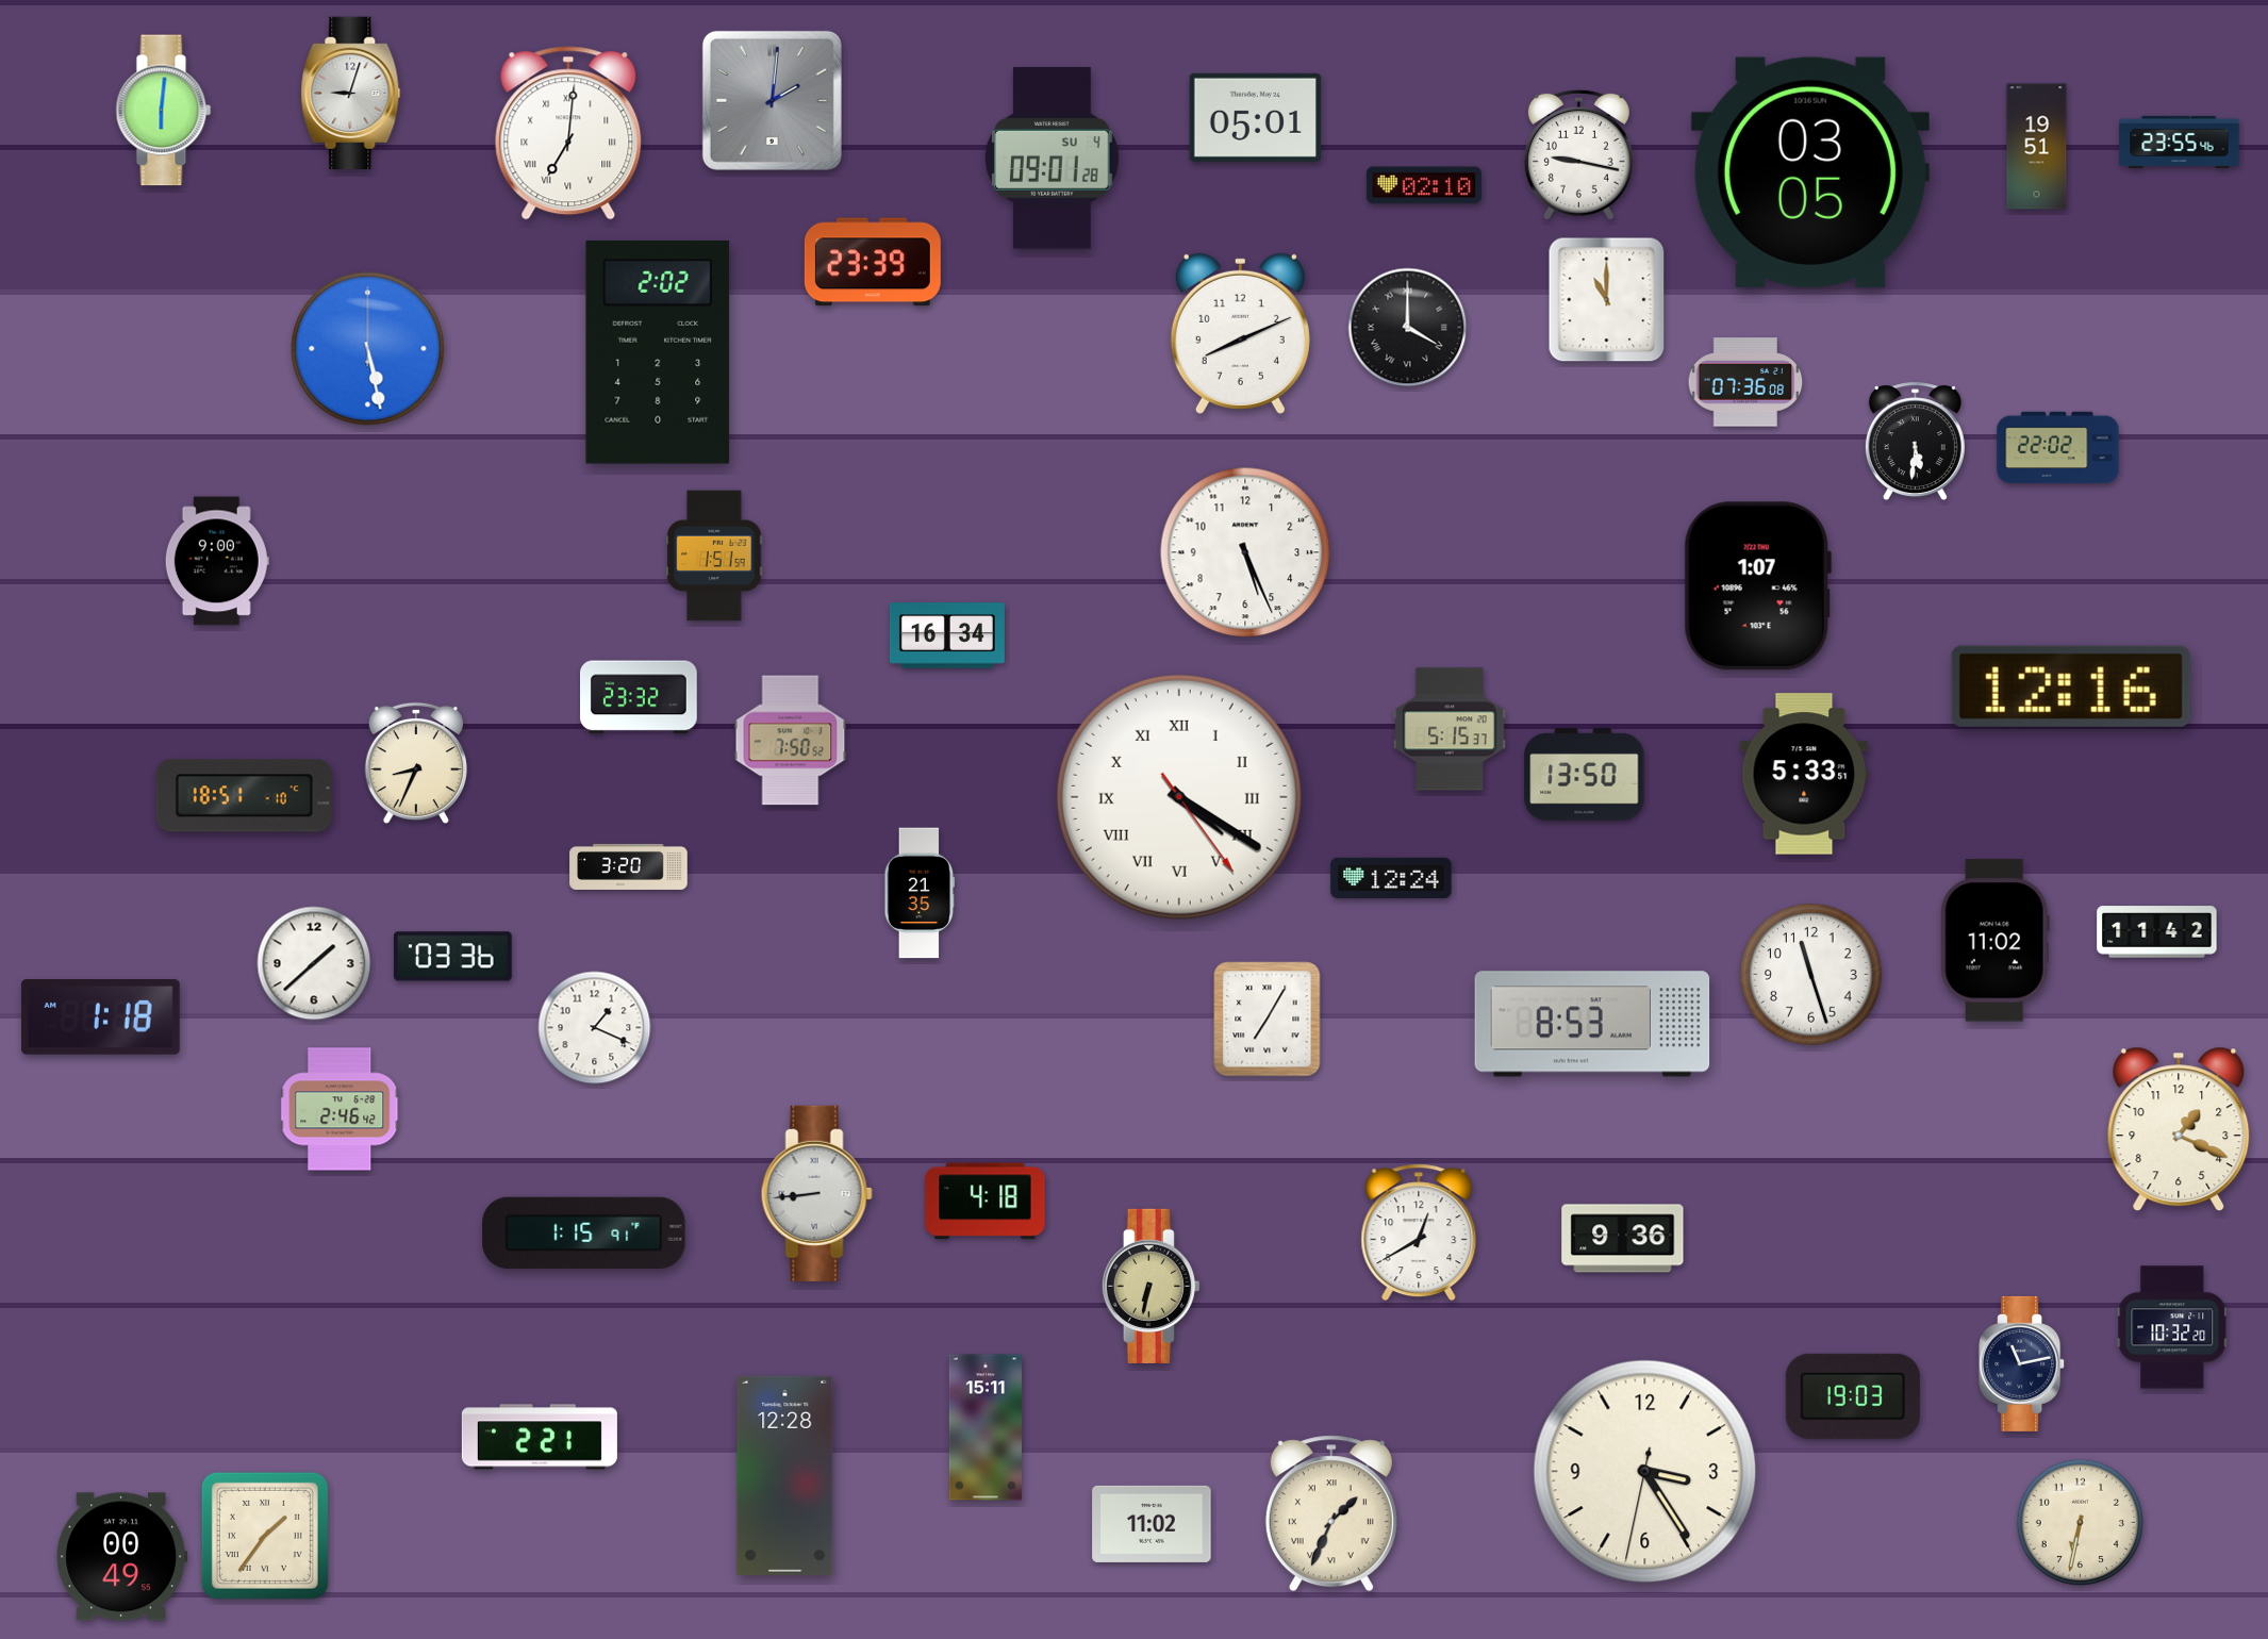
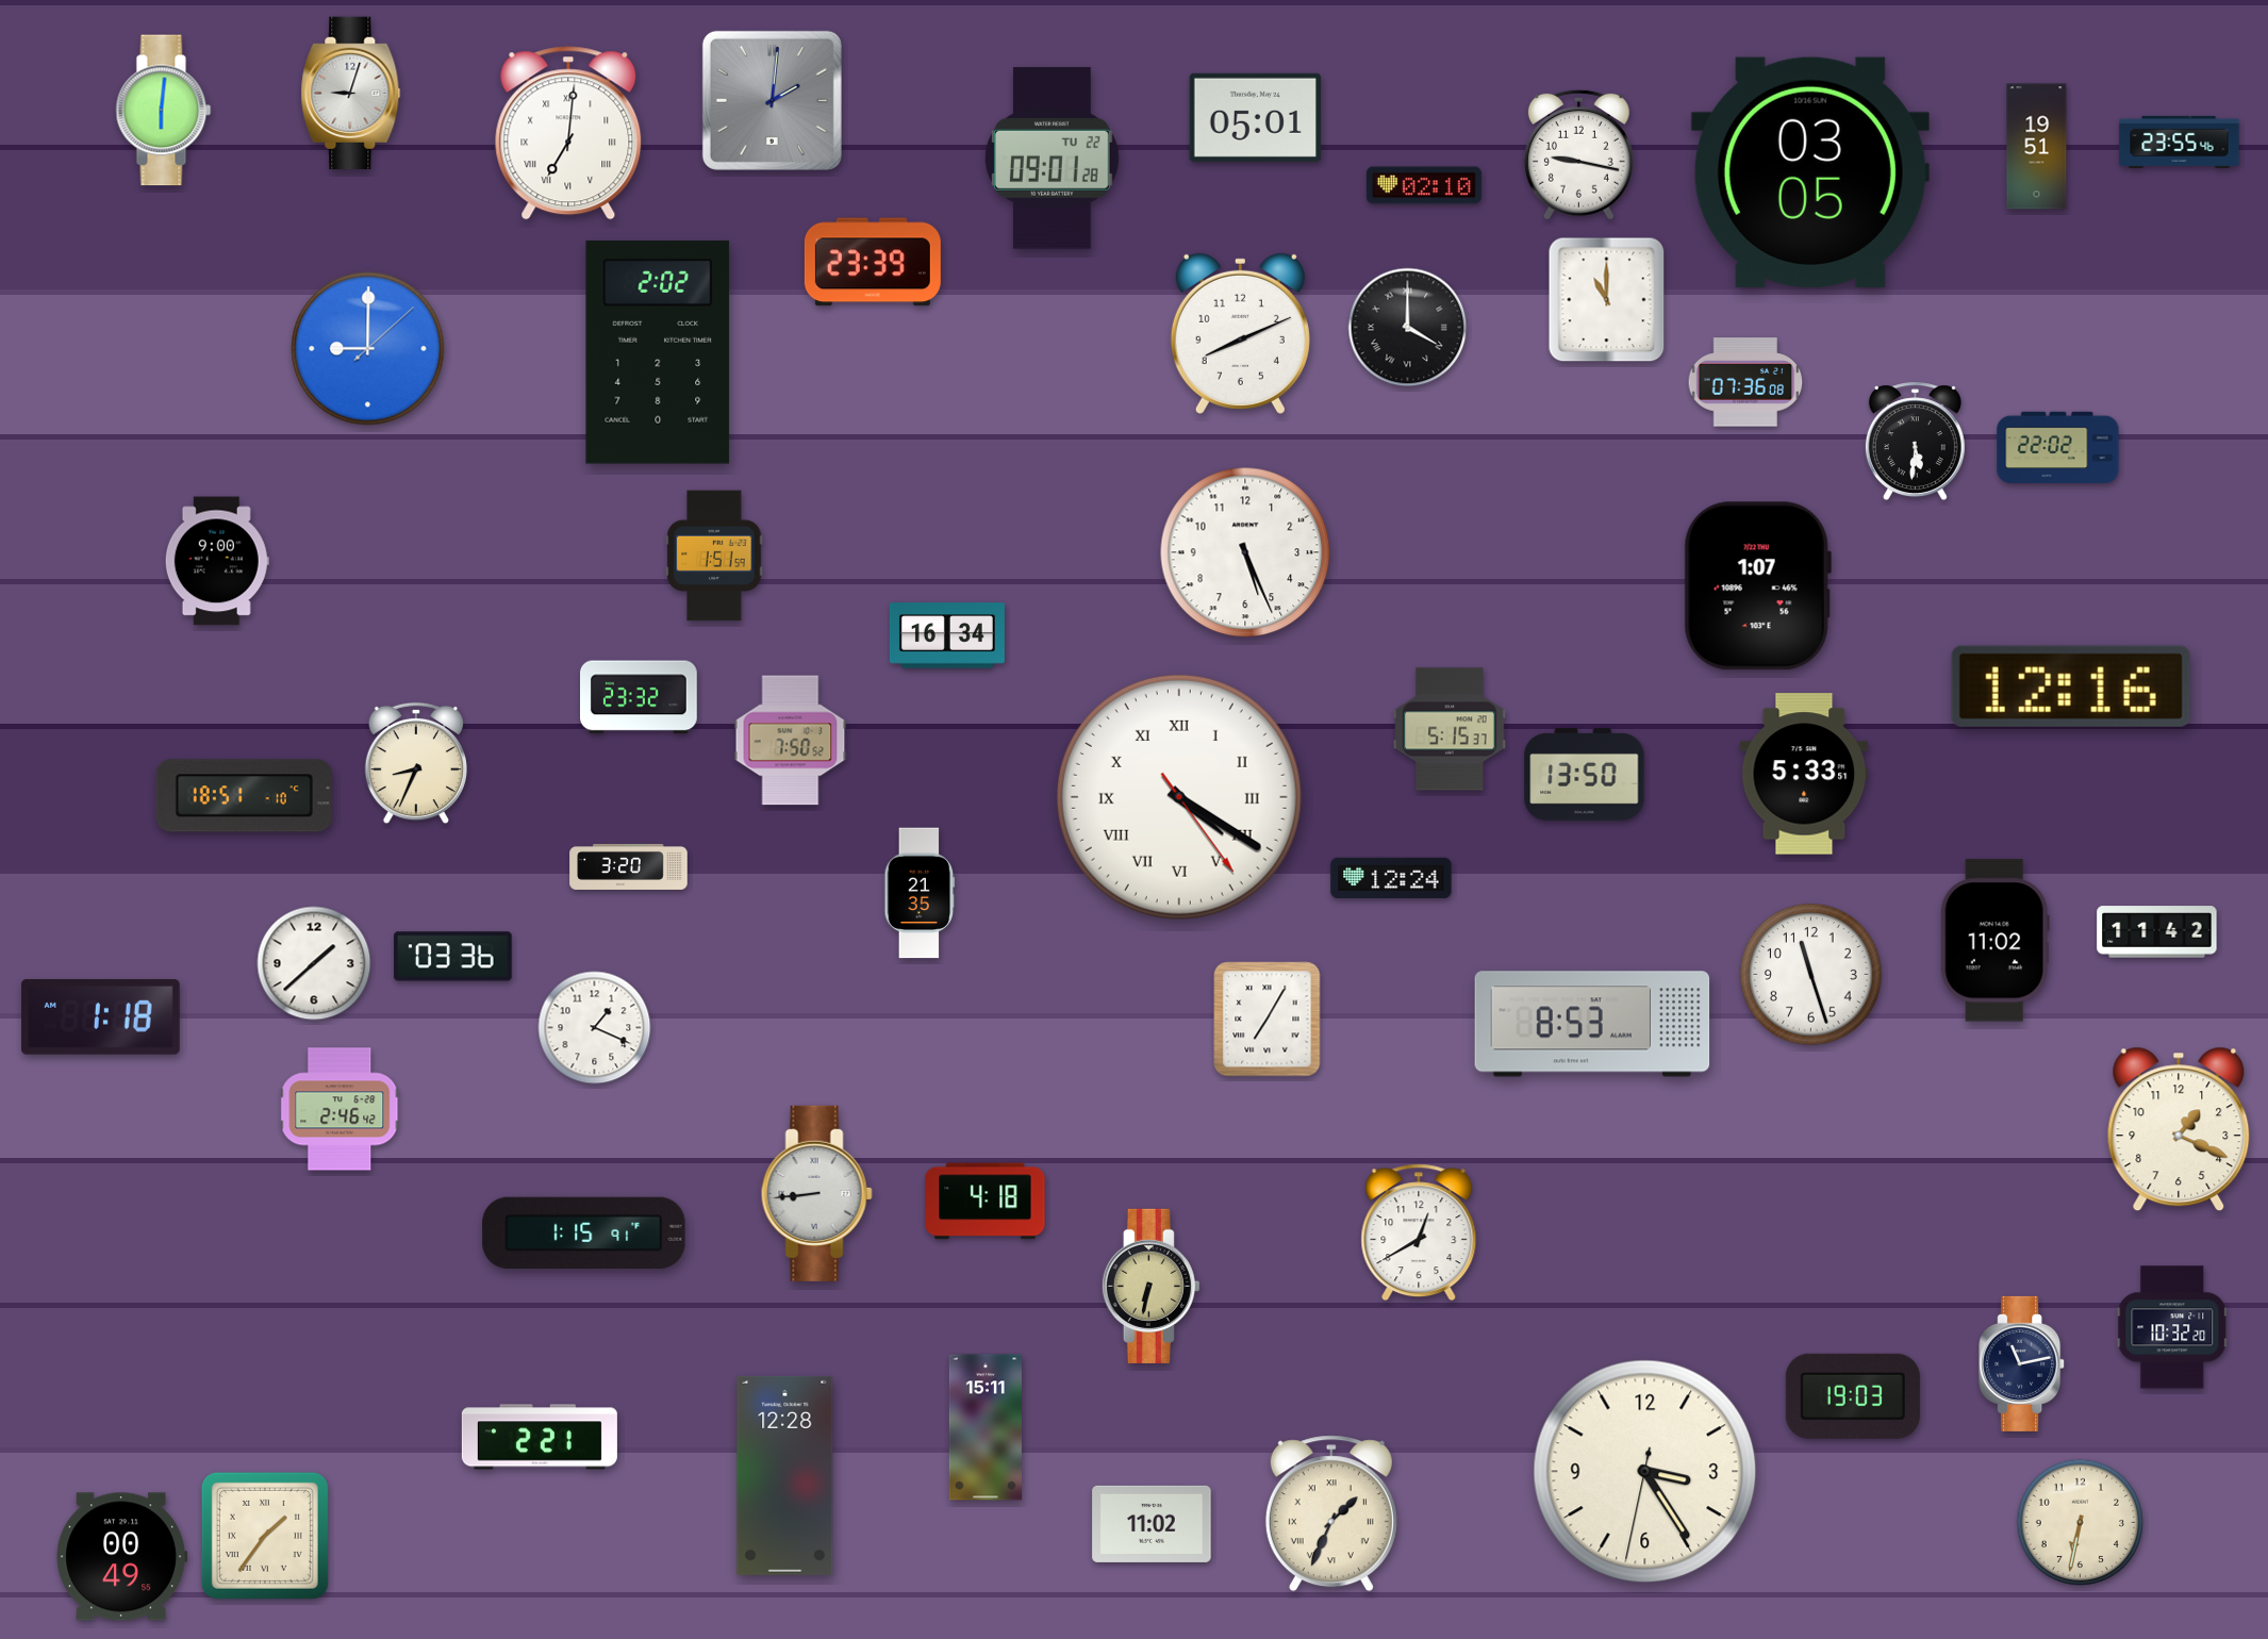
clock at (1052, 159) date: SU 4 -> TU 22
clock at (368, 349): 5:28 -> 9:00
clock at (1623, 1239): 9:36 -> none
